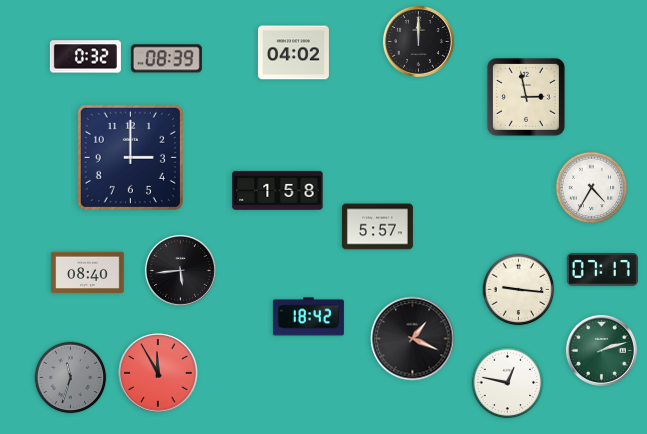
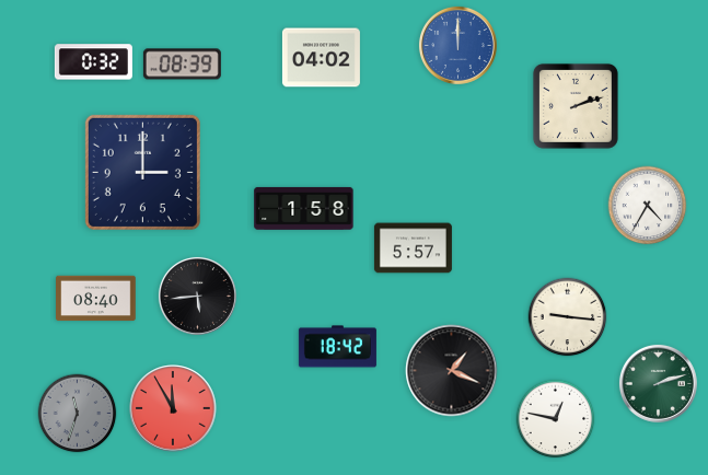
clock at (418, 41) dial: black -> blue
clock at (526, 97): 2:58 -> 2:12
clock at (602, 270): 07:17 -> none
